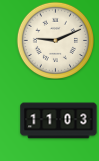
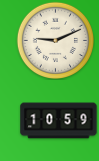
clock at (59, 121): 11:03 -> 10:59
